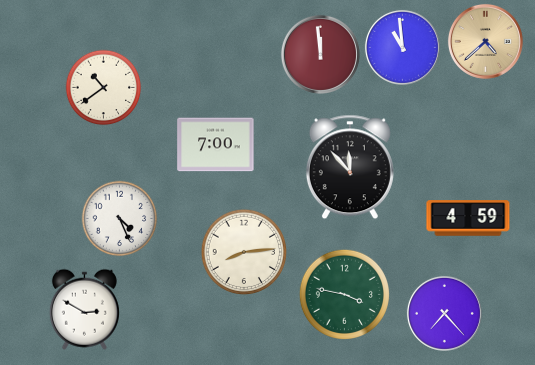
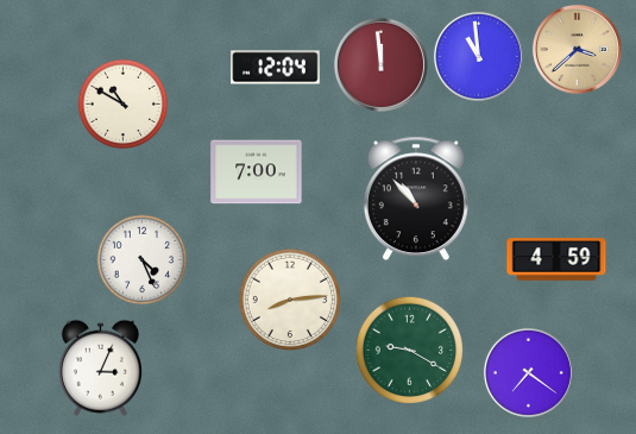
clock at (485, 41): 4:38 -> 3:38
clock at (276, 68): none -> 12:04
clock at (104, 88): 10:39 -> 10:50
clock at (350, 167): 11:53 -> 10:53
clock at (344, 294): 3:47 -> 9:20
clock at (84, 309): 2:50 -> 3:04
clock at (444, 313): 7:23 -> 7:21
